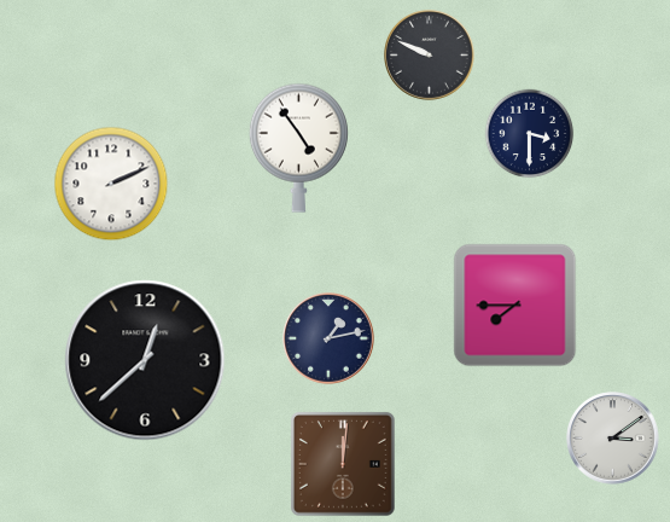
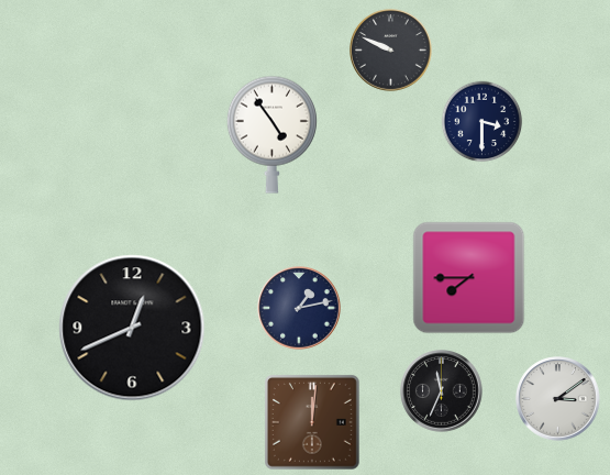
clock at (111, 184): 2:11 -> none
clock at (145, 360): 12:38 -> 12:41
clock at (442, 391): none -> 11:34
